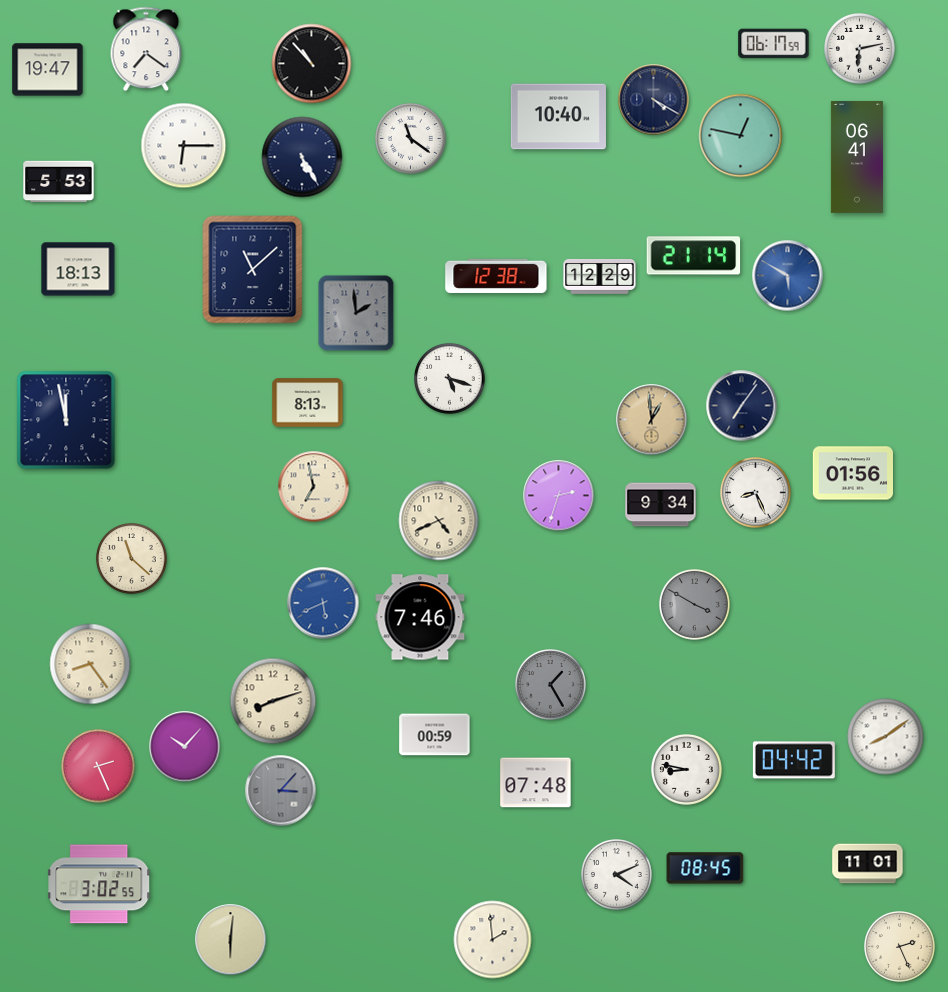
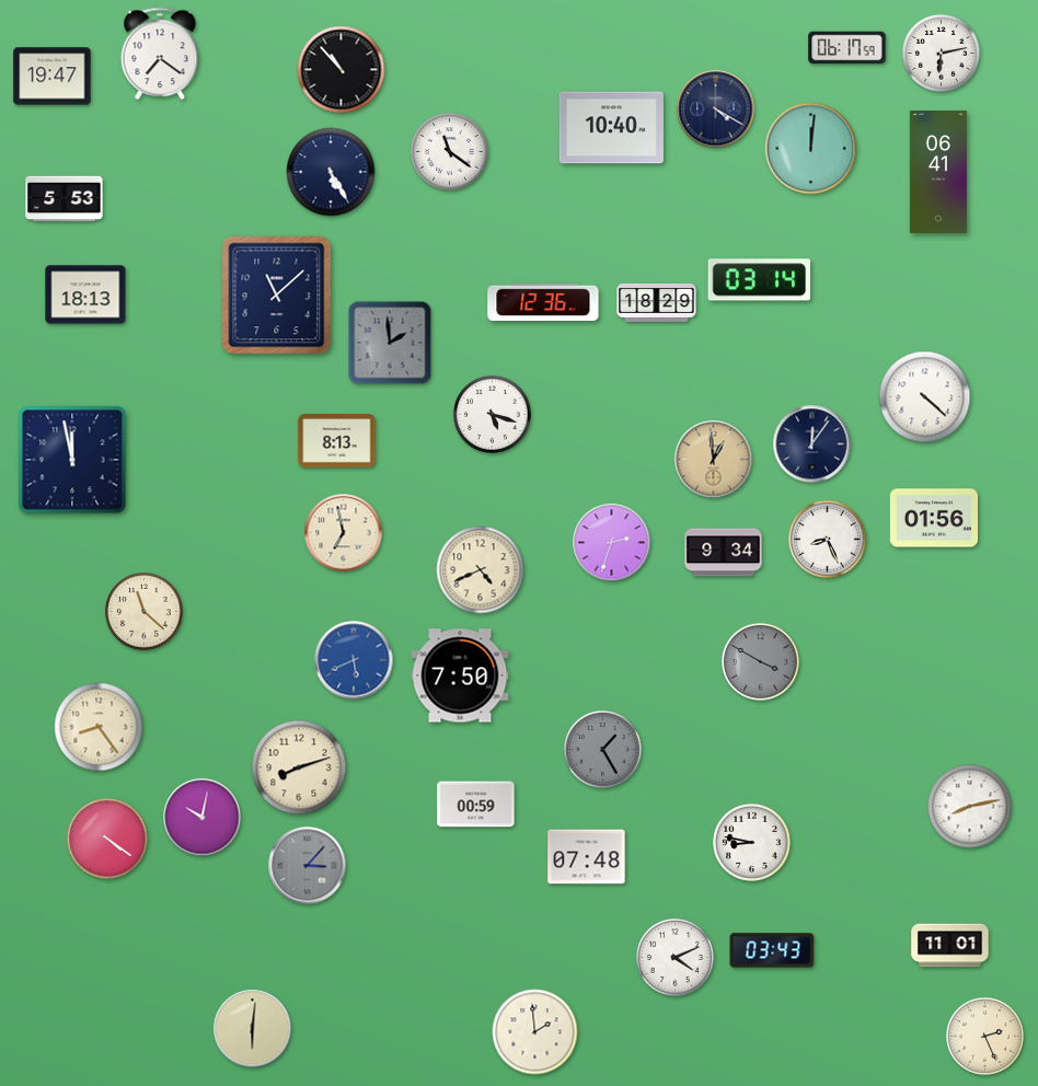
clock at (741, 136): 12:47 -> 12:01
clock at (184, 146): 6:15 -> none
clock at (694, 256): 21:14 -> 03:14
clock at (496, 276): 12:38 -> 12:36
clock at (600, 276): 12:29 -> 18:29
clock at (788, 276): 5:50 -> none
clock at (925, 397): none -> 4:22
clock at (742, 406): 7:06 -> 12:06
clock at (420, 617): 7:46 -> 7:50
clock at (886, 737): 8:09 -> 8:13
clock at (185, 747): 10:07 -> 10:02
clock at (794, 760): 04:42 -> none
clock at (98, 766): 2:26 -> 4:21
clock at (705, 868): 08:45 -> 03:43
clock at (100, 884): 3:02 -> none
clock at (493, 940) position: (493, 940) -> (535, 1032)
